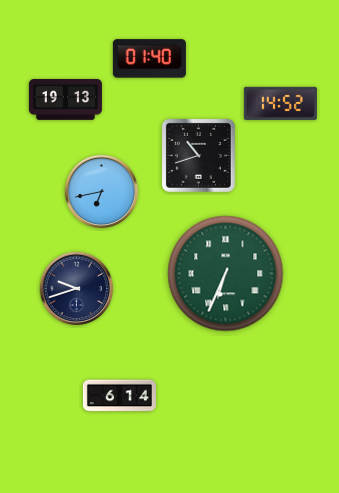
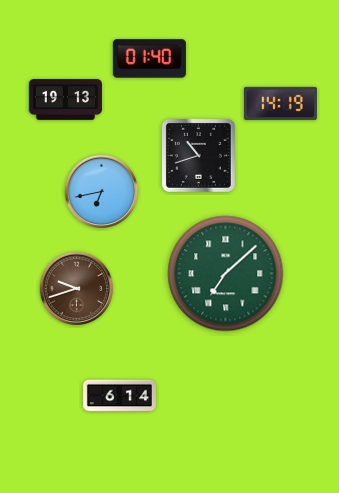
clock at (280, 103): 14:52 -> 14:19
clock at (226, 274): 6:34 -> 7:08
clock at (77, 289) dial: navy -> brown
